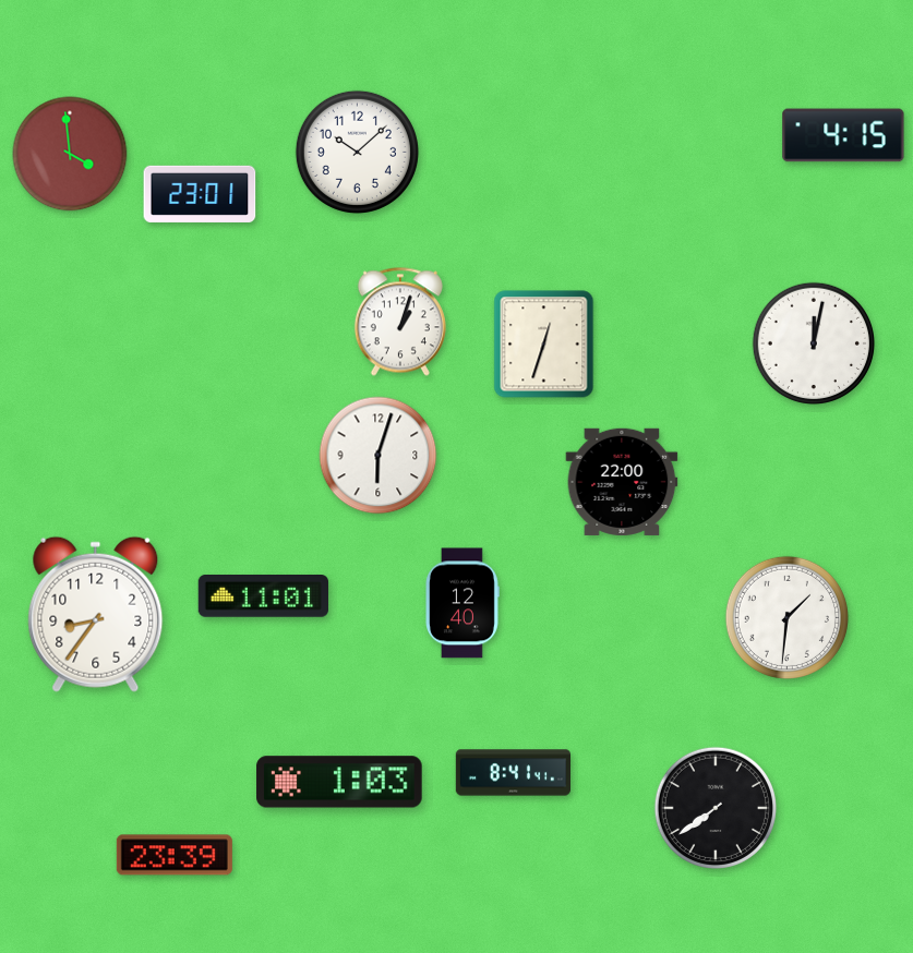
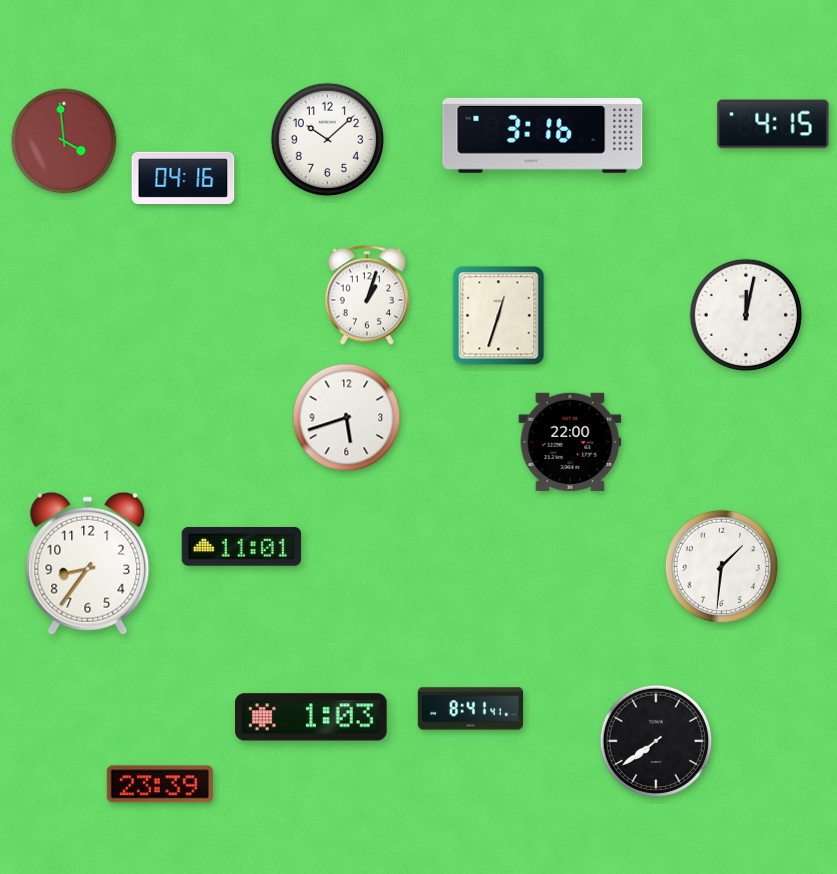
clock at (543, 135): none -> 3:16
clock at (200, 194): 23:01 -> 04:16
clock at (379, 456): 6:03 -> 5:42
clock at (462, 603): 12:40 -> none
